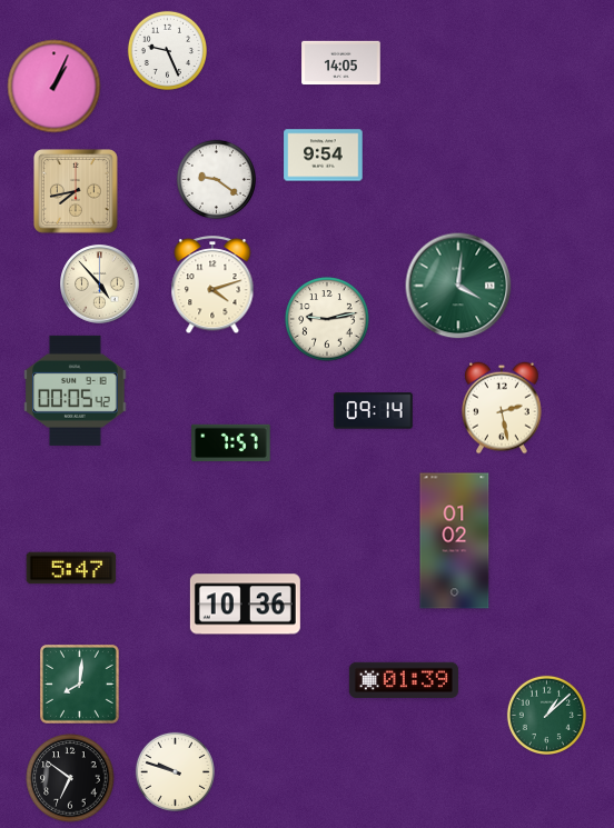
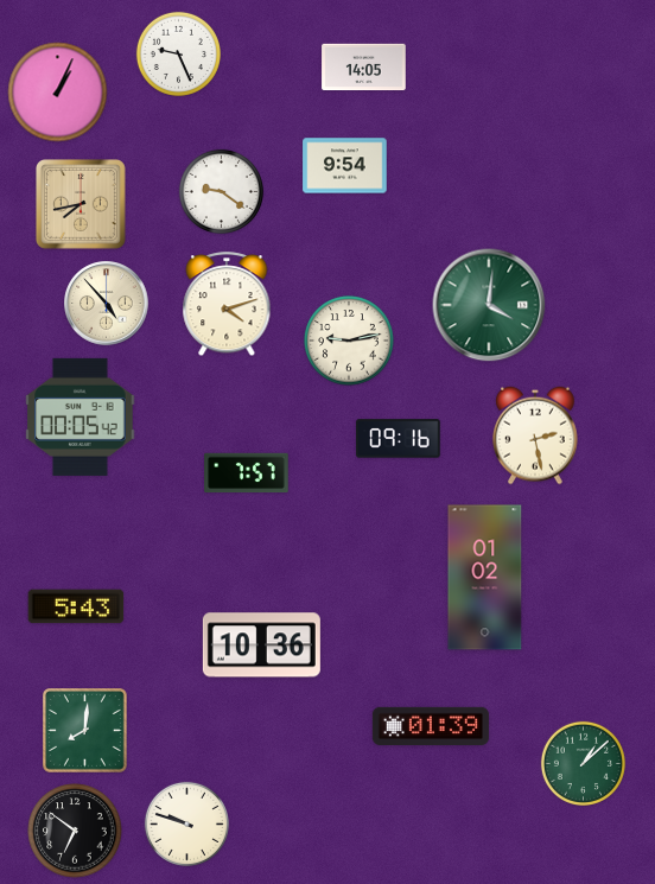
clock at (216, 179) position: (216, 179) -> (221, 191)
clock at (374, 411): 09:14 -> 09:16
clock at (71, 568): 5:47 -> 5:43
